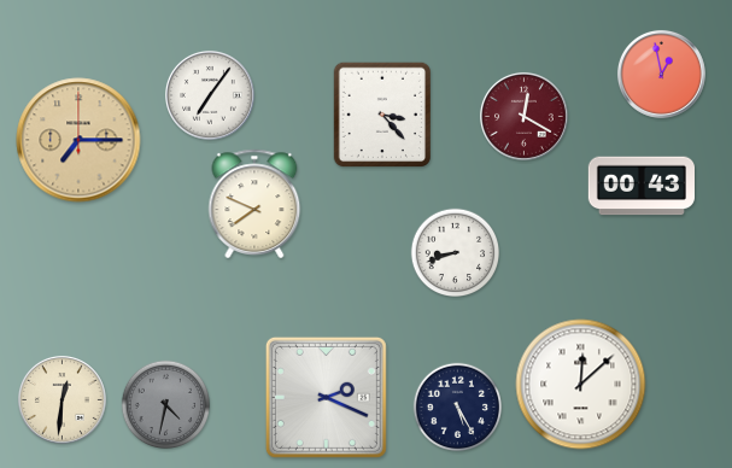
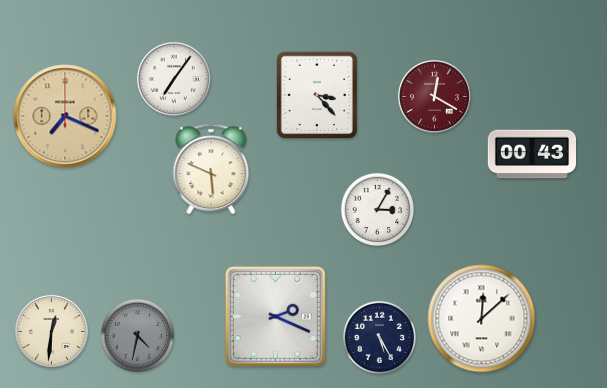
clock at (661, 74): 12:58 -> none
clock at (78, 140): 7:15 -> 7:19
clock at (254, 203): 7:49 -> 5:49
clock at (456, 253): 8:42 -> 3:05
clock at (326, 397) position: (326, 397) -> (275, 316)
